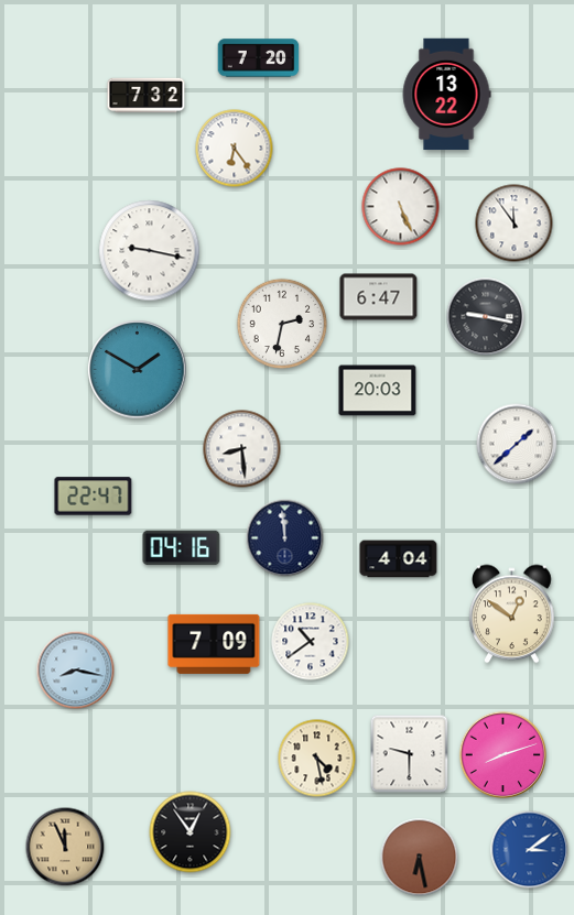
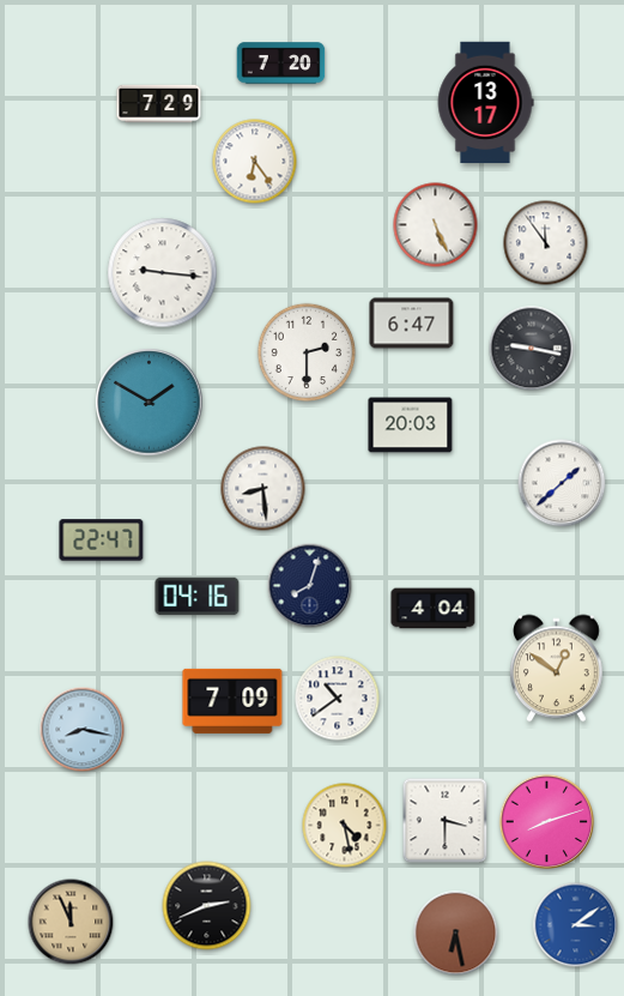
clock at (446, 95): 13:22 -> 13:17
clock at (147, 96): 7:32 -> 7:29
clock at (515, 224) position: (515, 224) -> (546, 243)
clock at (150, 251): 9:17 -> 9:16
clock at (486, 317) position: (486, 317) -> (532, 349)
clock at (282, 324): 2:32 -> 2:30
clock at (285, 538): 11:59 -> 8:03
clock at (410, 754): 9:30 -> 3:30
clock at (191, 832): 12:54 -> 2:41
